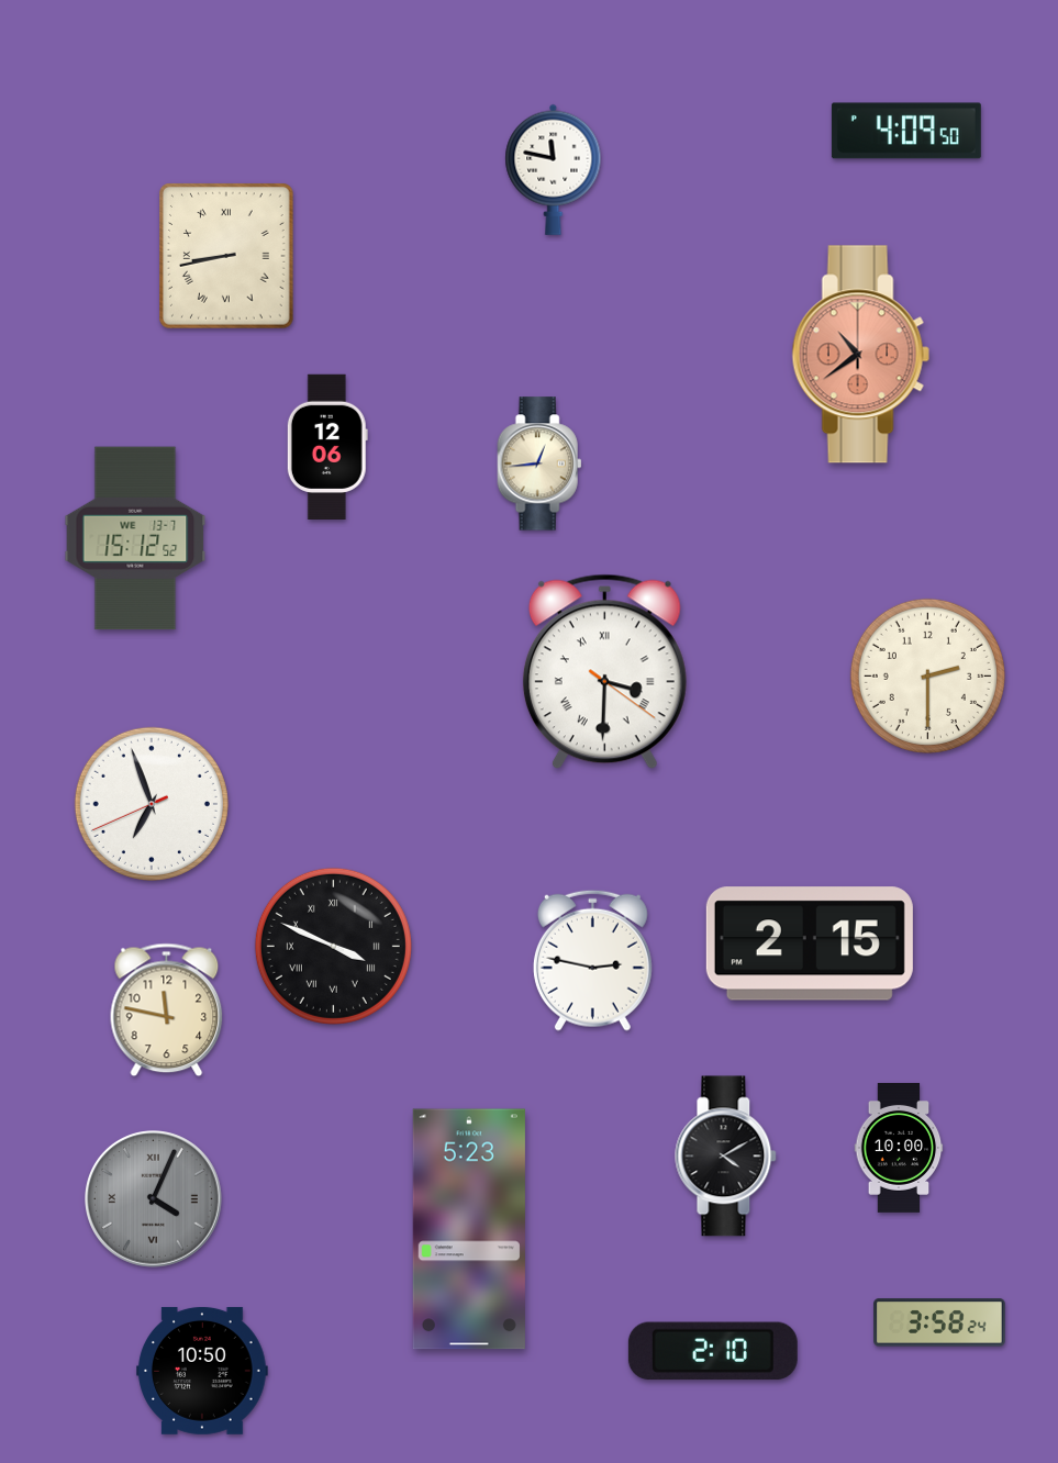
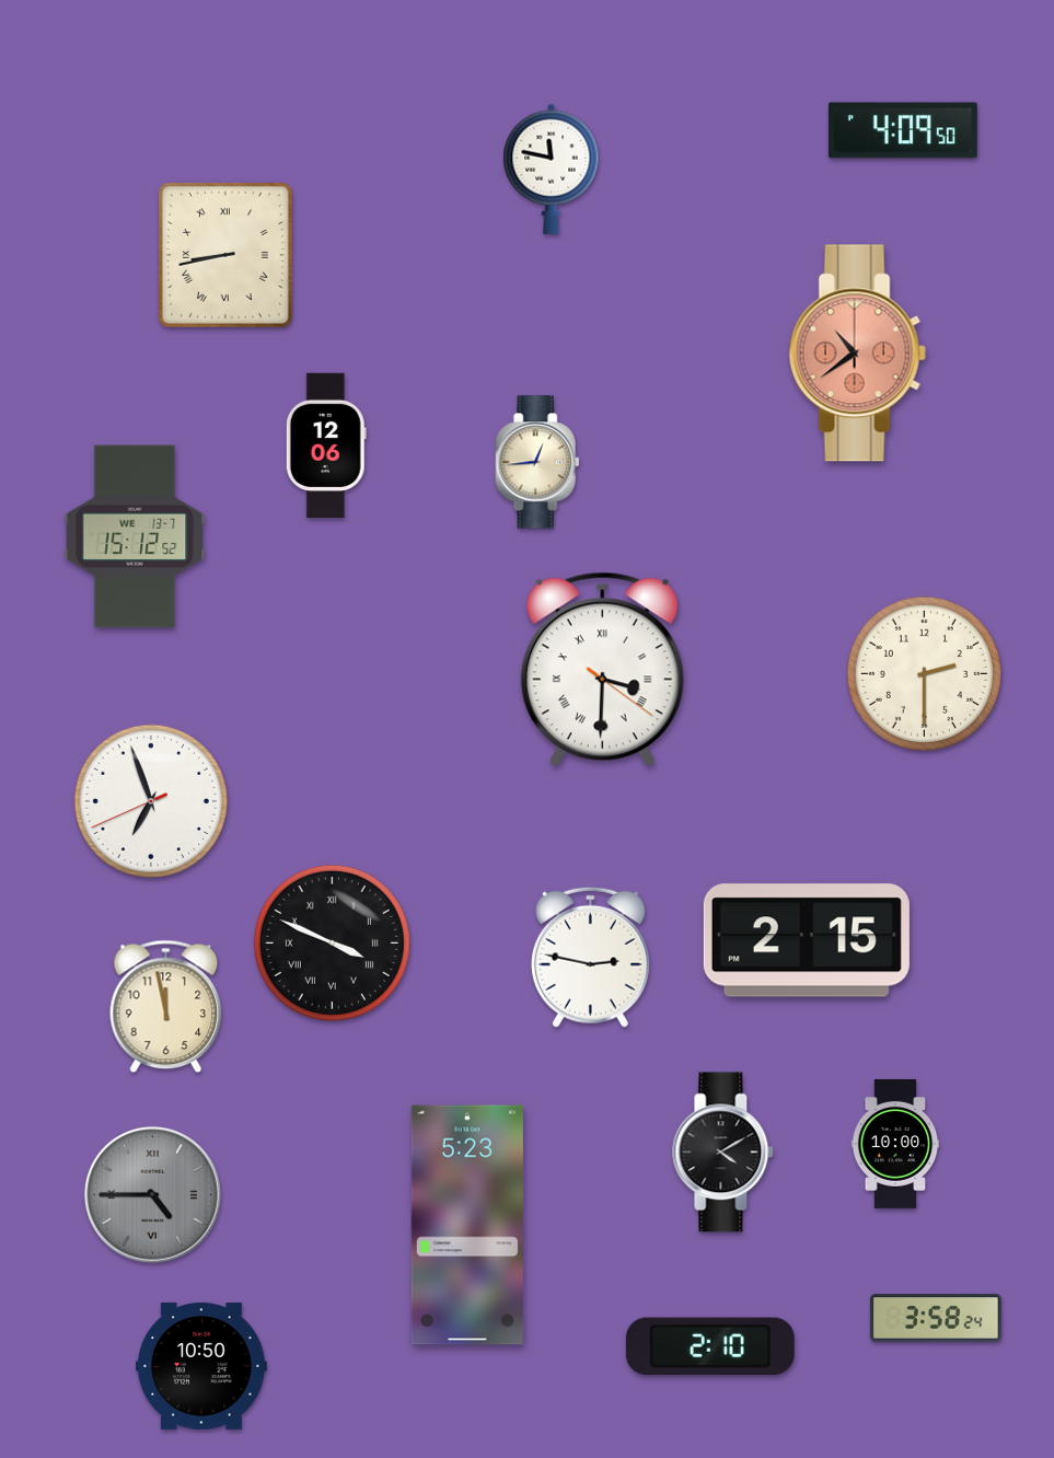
clock at (167, 1010): 11:47 -> 11:58
clock at (154, 1199): 4:04 -> 4:45
